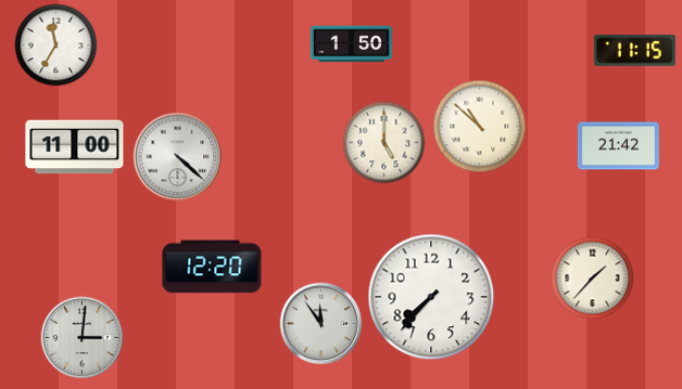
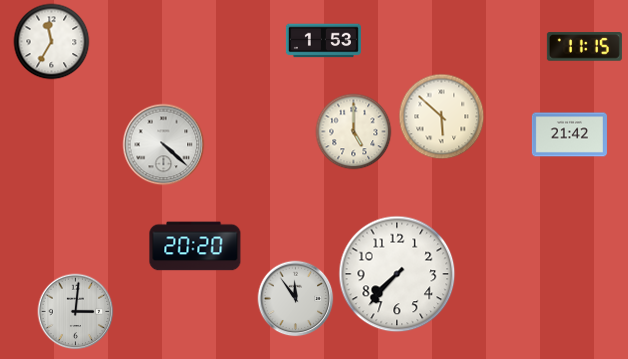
clock at (351, 44): 1:50 -> 1:53
clock at (480, 127): 10:52 -> 5:52
clock at (75, 147): 11:00 -> none
clock at (212, 267): 12:20 -> 20:20
clock at (593, 278): 1:37 -> none
